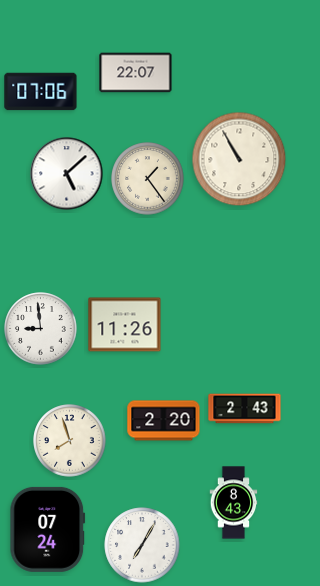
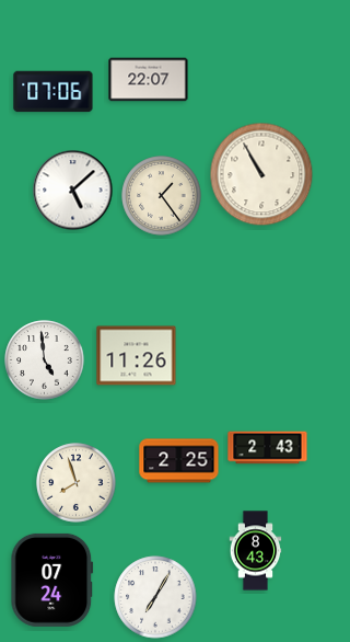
clock at (41, 92) position: (41, 92) -> (54, 92)
clock at (41, 329): 8:59 -> 4:59
clock at (164, 421): 2:20 -> 2:25
